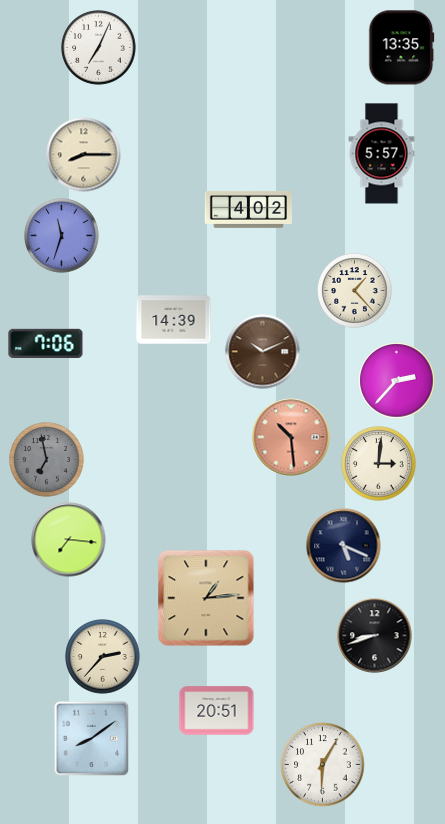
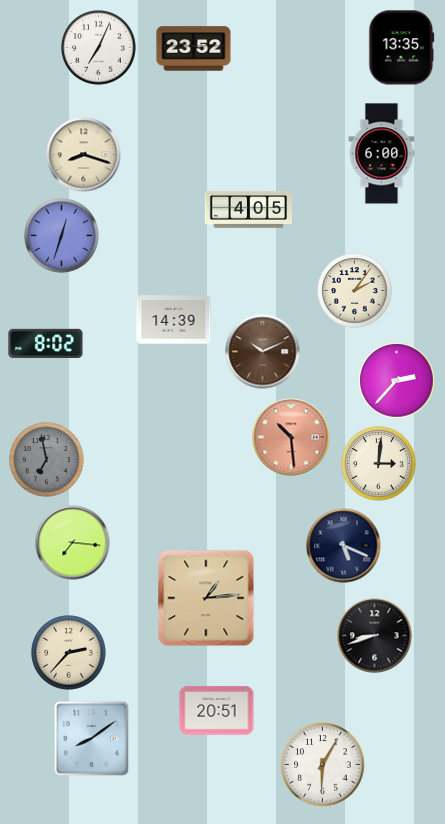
clock at (194, 49): none -> 23:52
clock at (382, 154): 5:57 -> 6:00
clock at (84, 155): 8:15 -> 8:18
clock at (248, 210): 4:02 -> 4:05
clock at (62, 236): 11:33 -> 12:33
clock at (355, 291): 1:23 -> 2:06
clock at (46, 343): 7:06 -> 8:02
clock at (69, 540) position: (69, 540) -> (73, 543)
clock at (103, 657) position: (103, 657) -> (69, 653)
